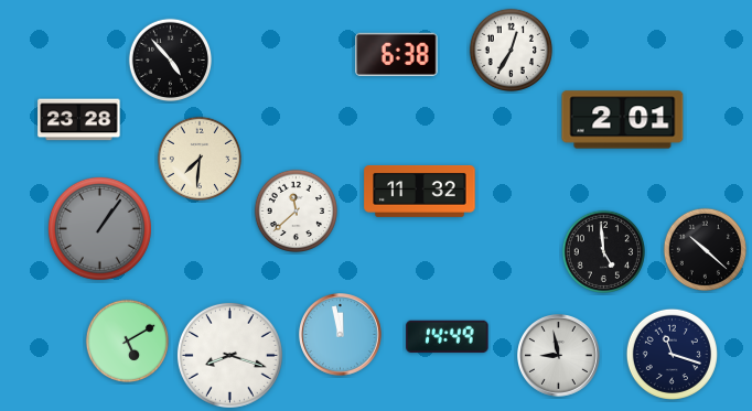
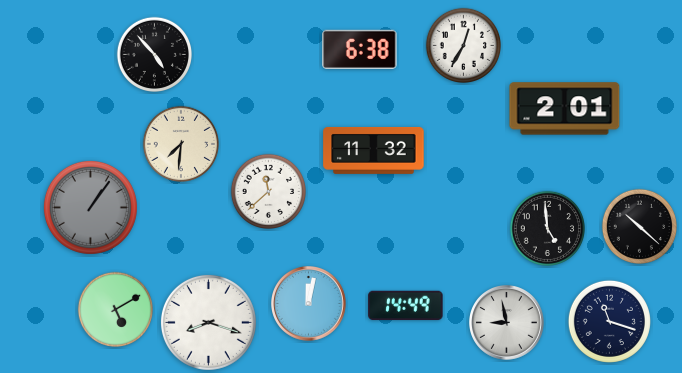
clock at (79, 120): 23:28 -> none
clock at (420, 191) position: (420, 191) -> (374, 150)
clock at (341, 335): 11:58 -> 12:02
